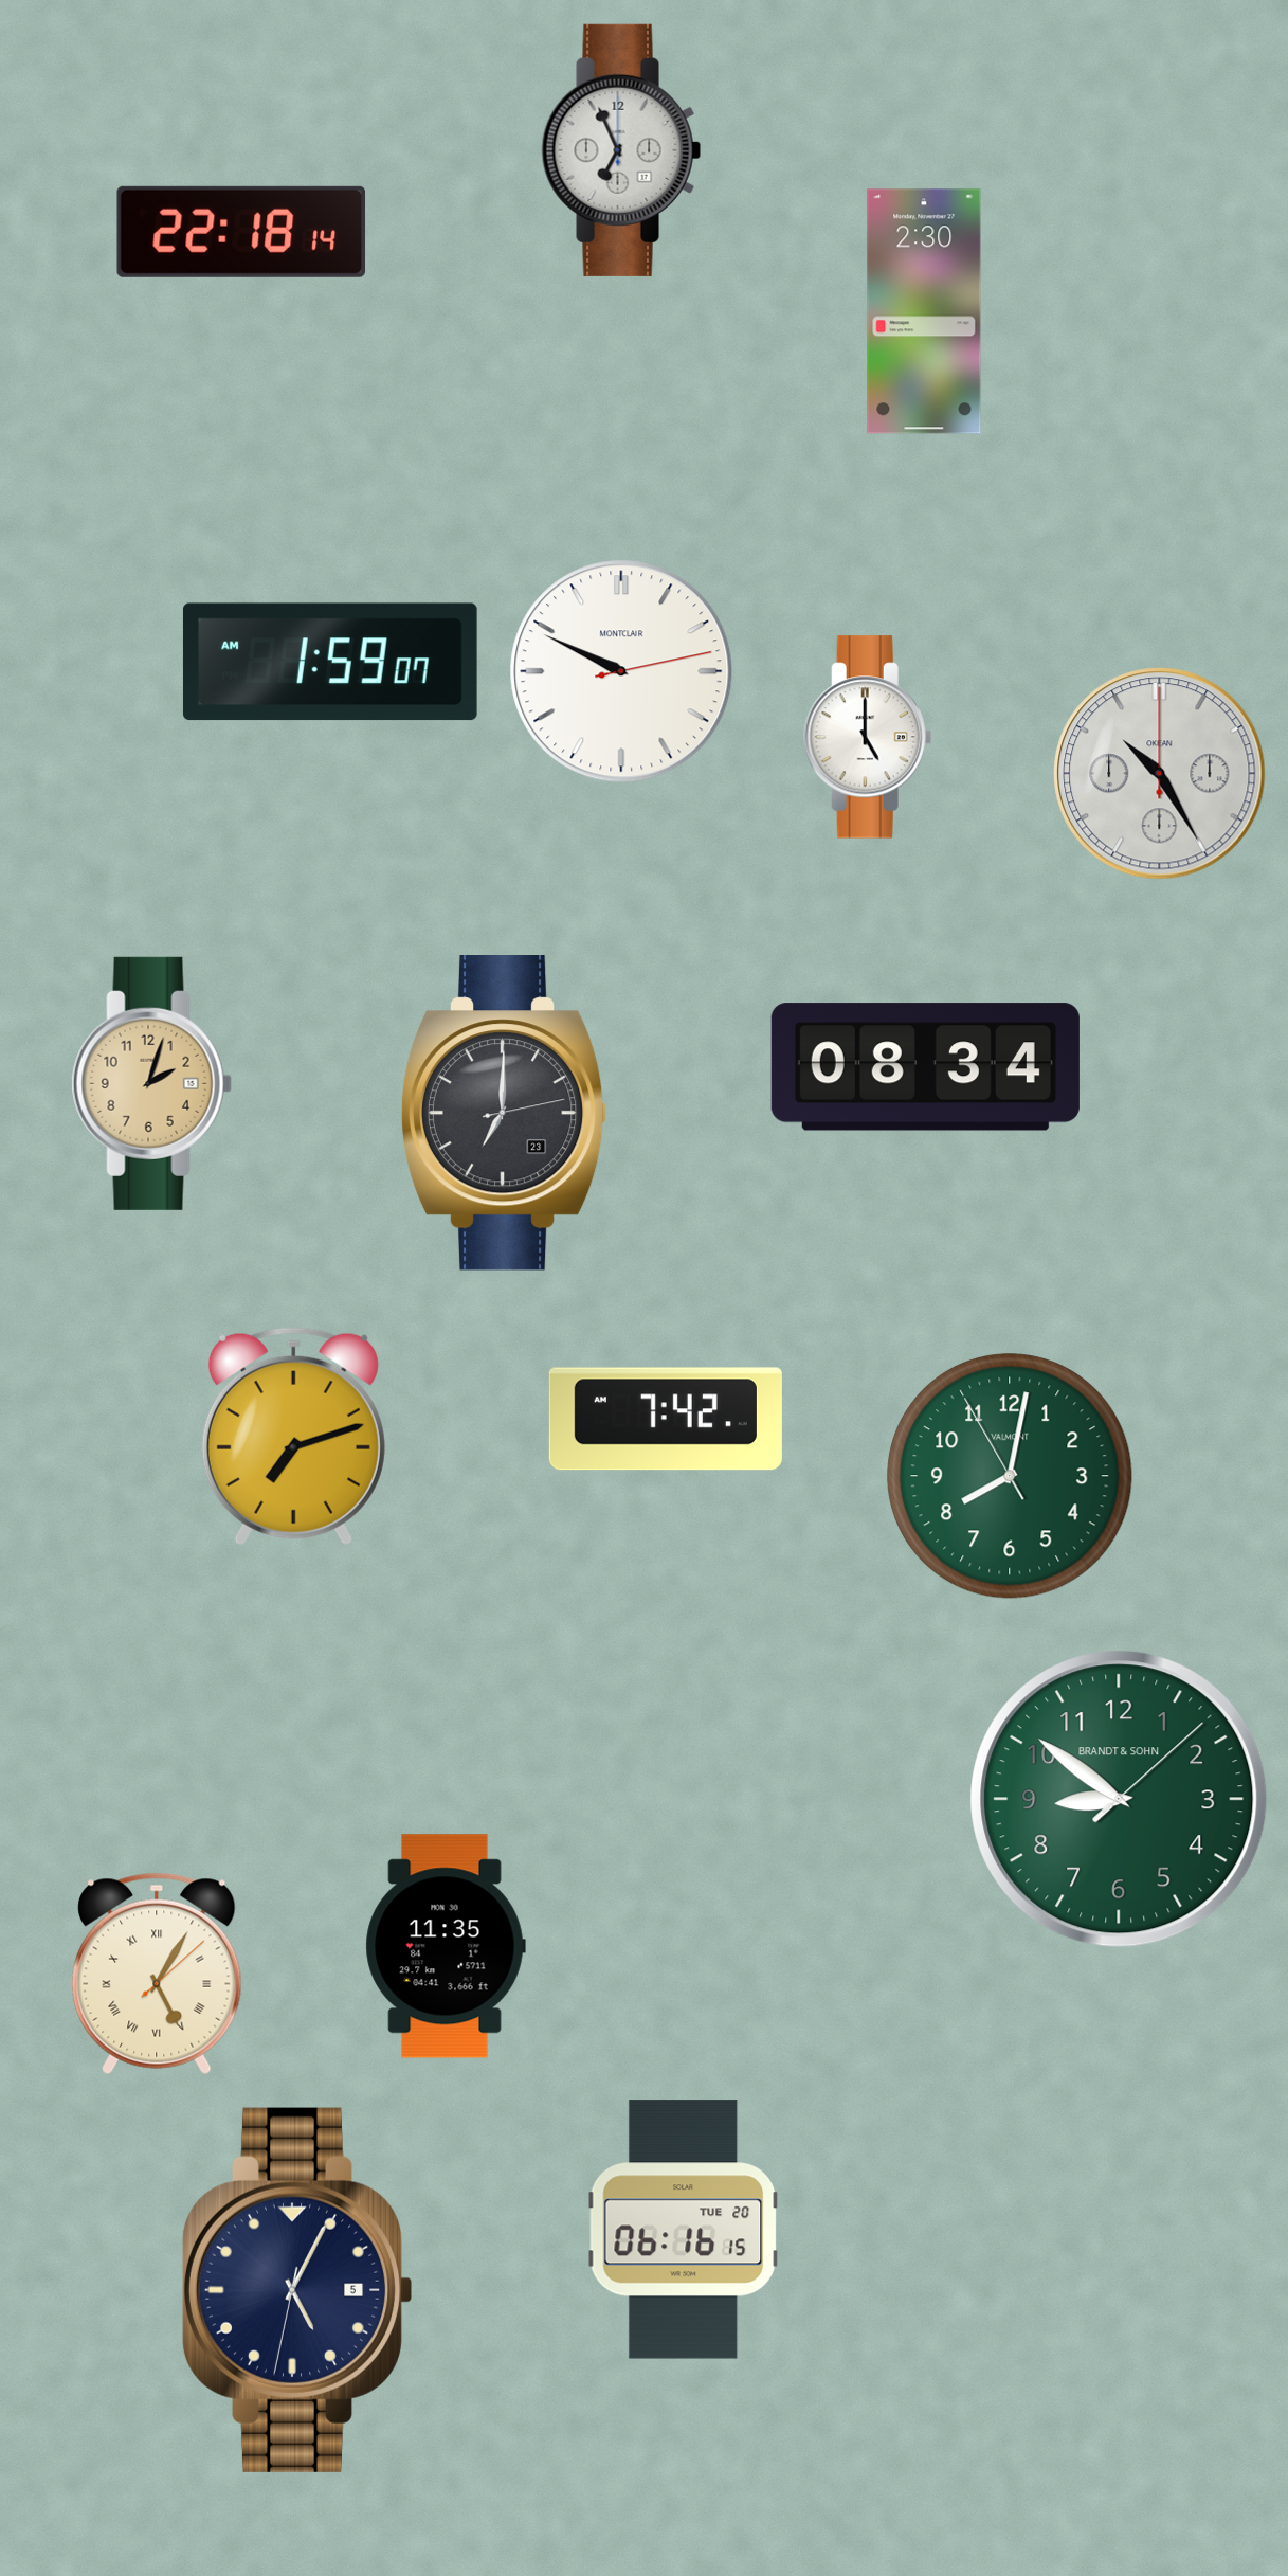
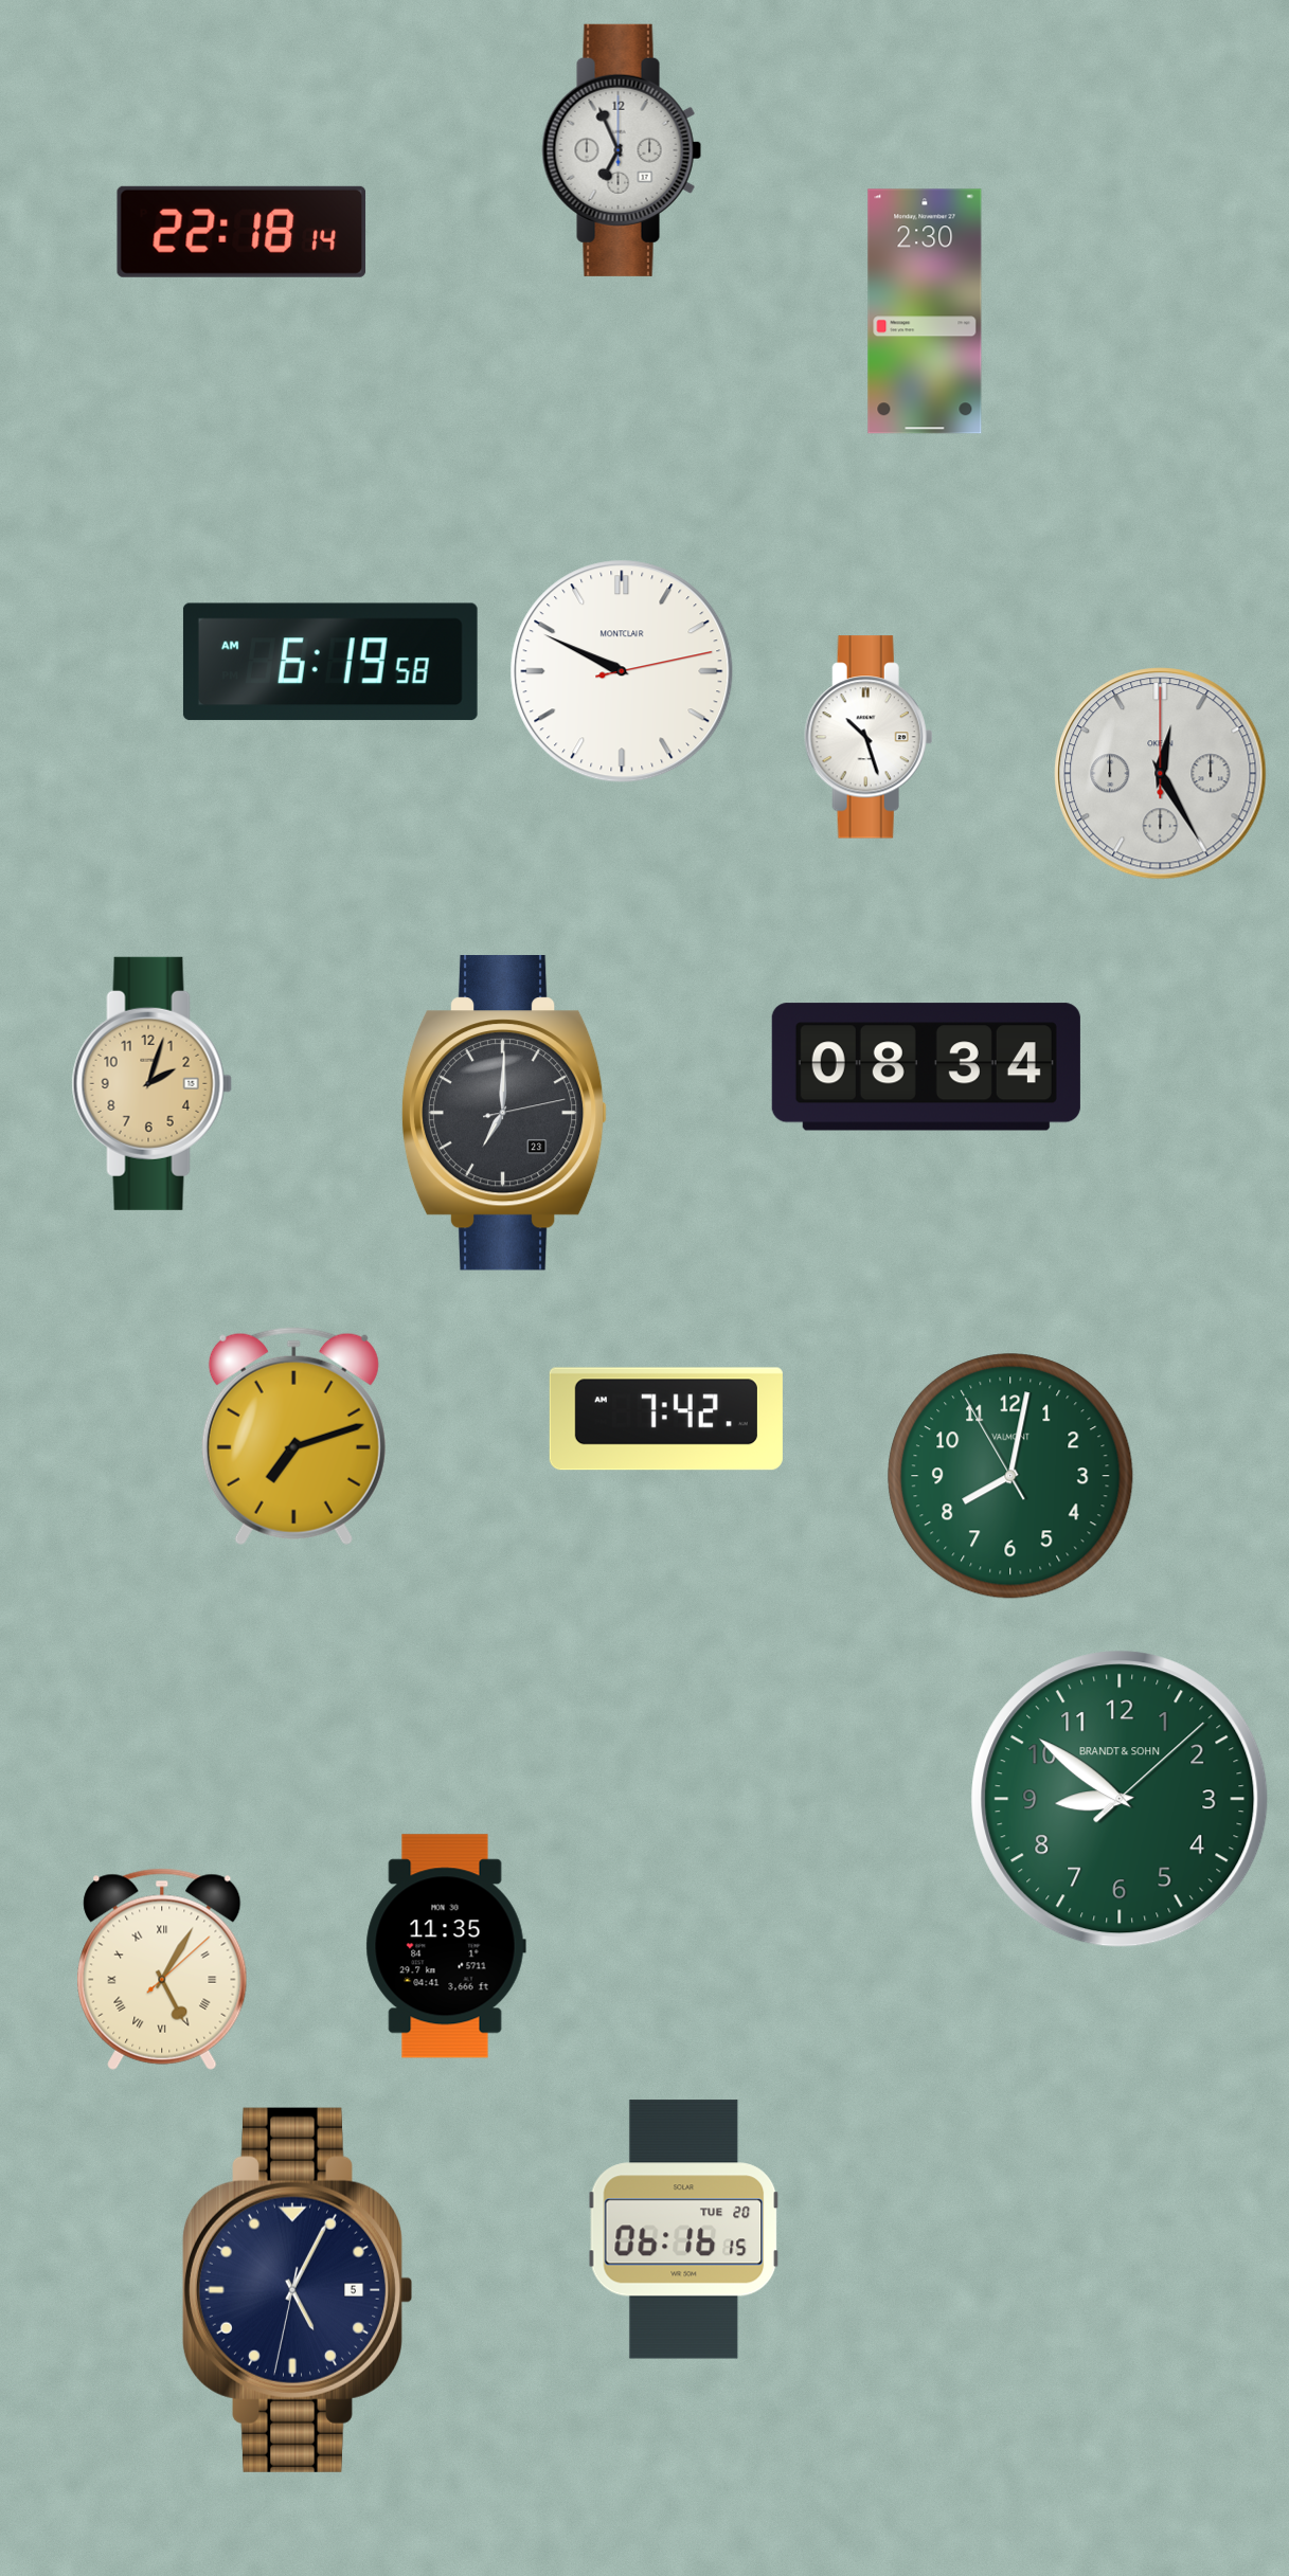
clock at (330, 662): 1:59 -> 6:19
clock at (868, 737): 5:00 -> 10:27
clock at (1160, 774): 10:25 -> 12:25
clock at (157, 1974) position: (157, 1974) -> (162, 1969)
